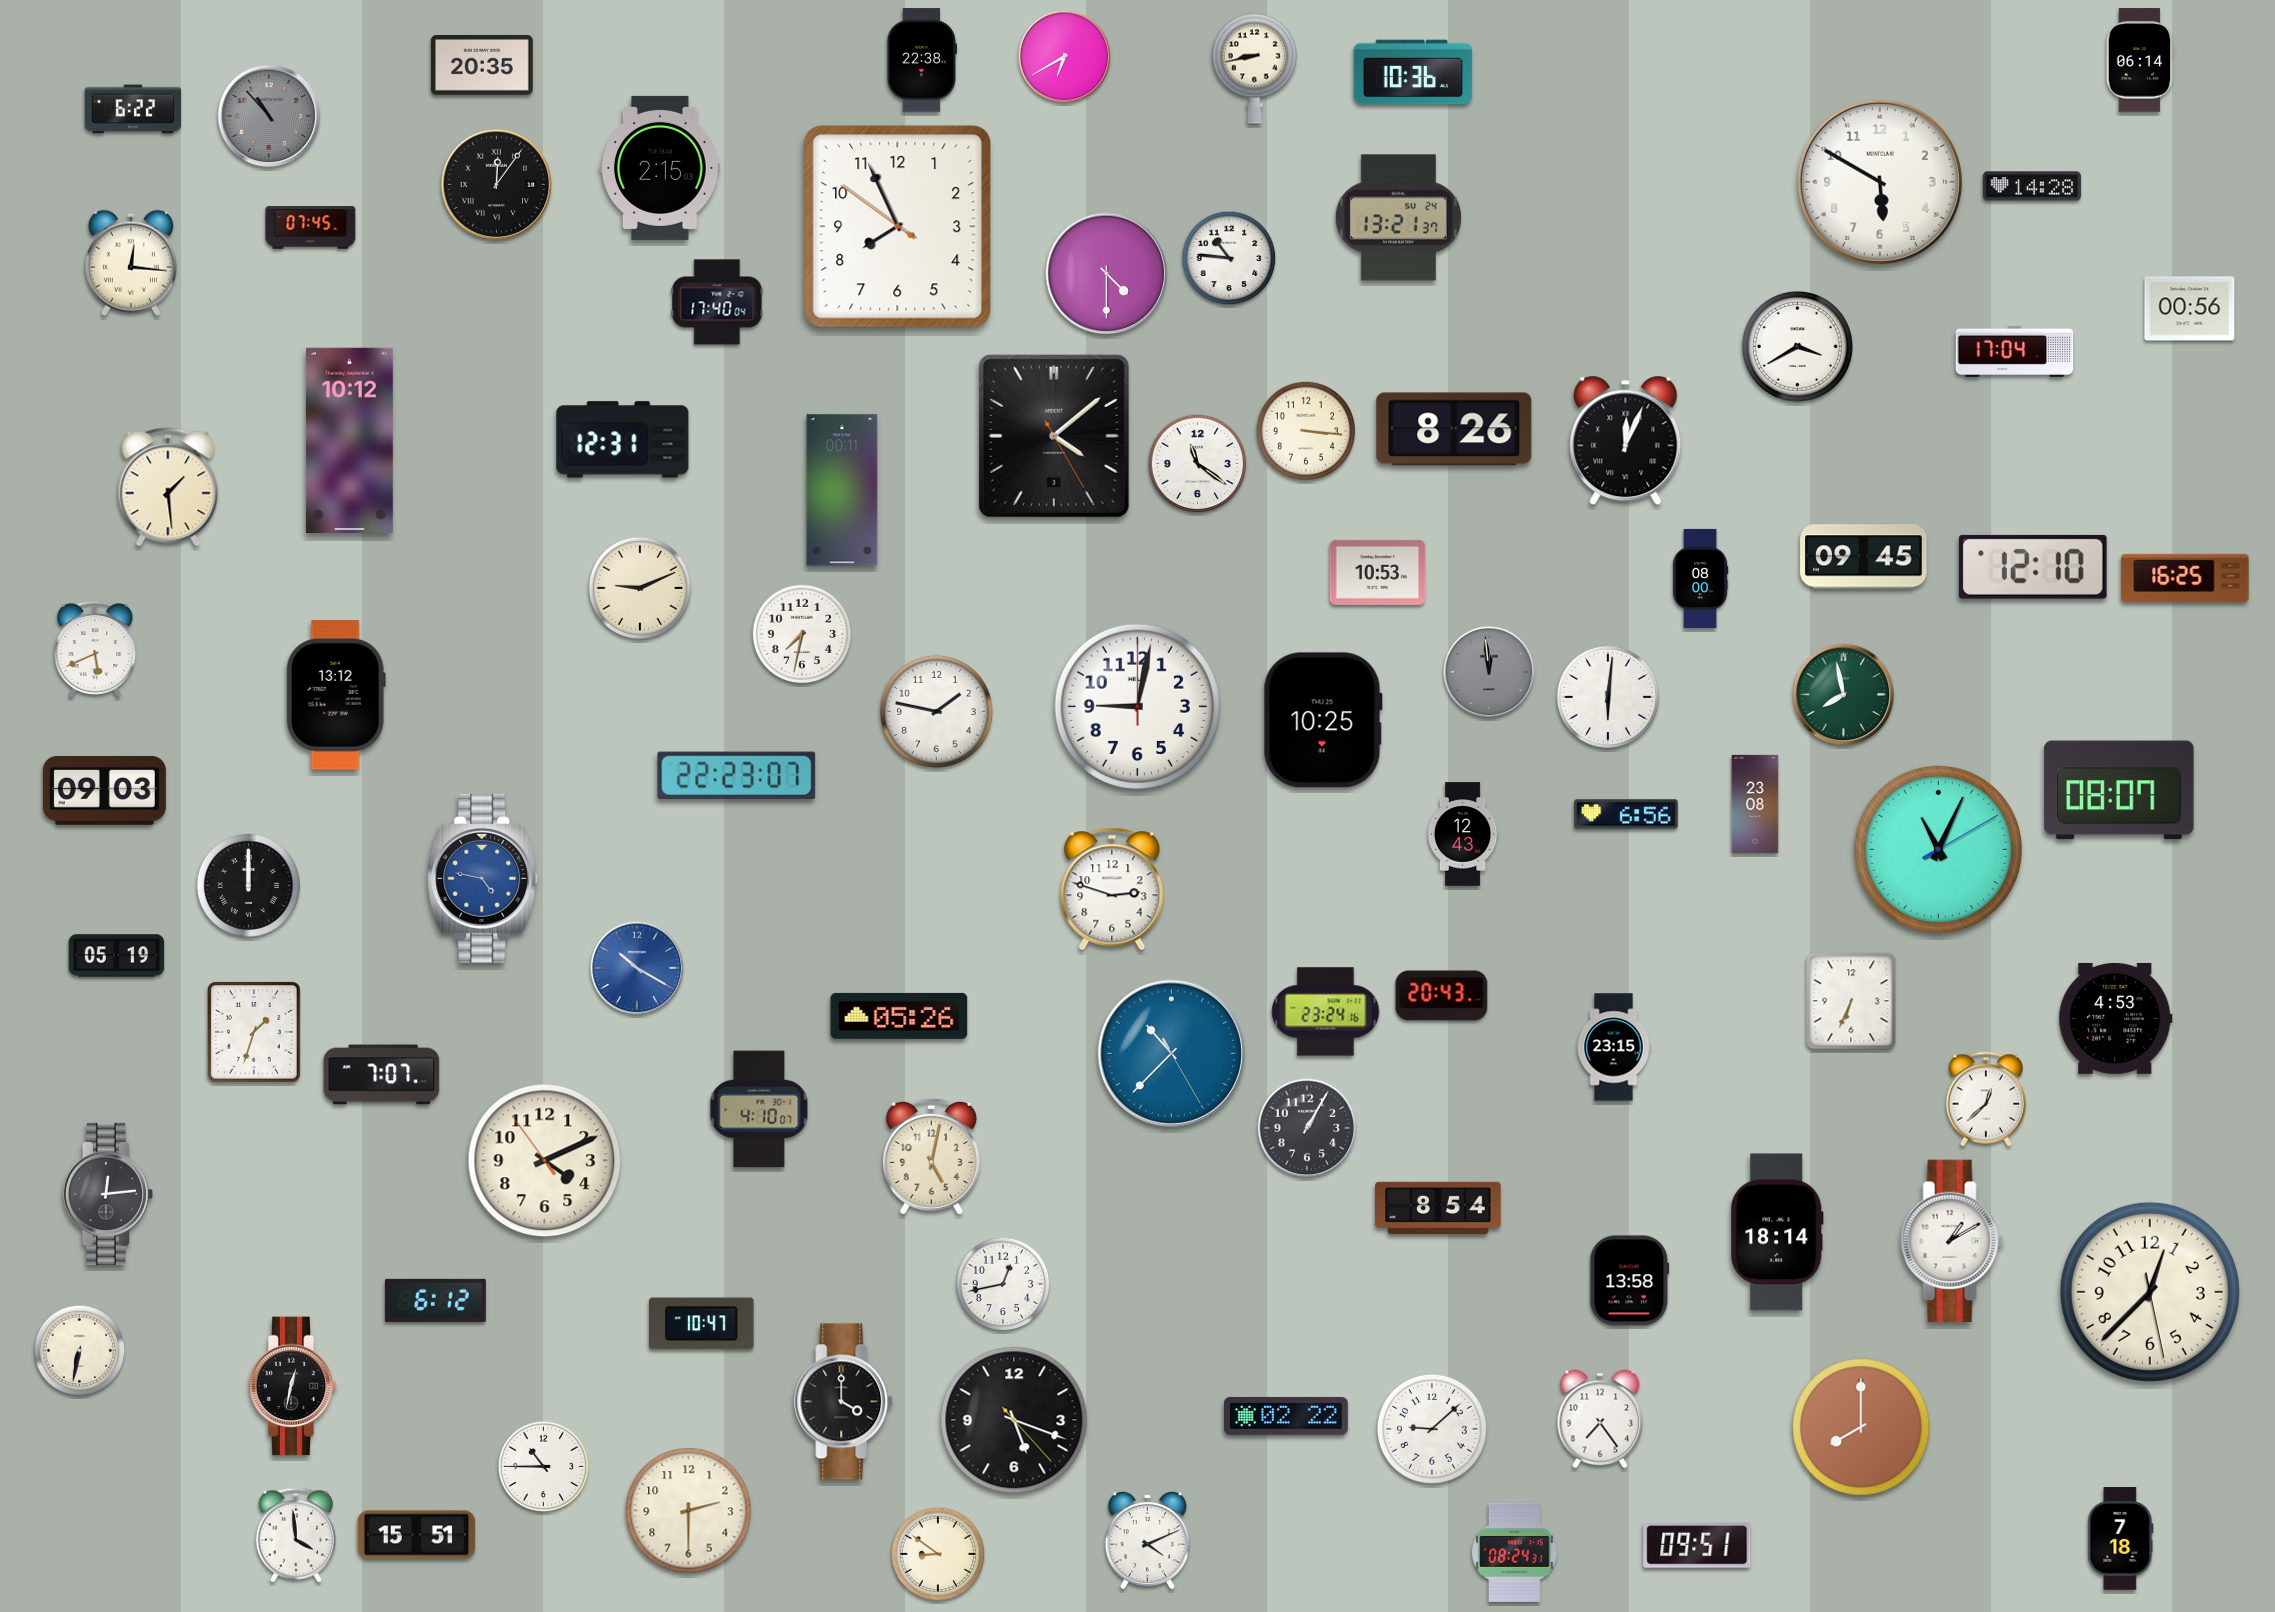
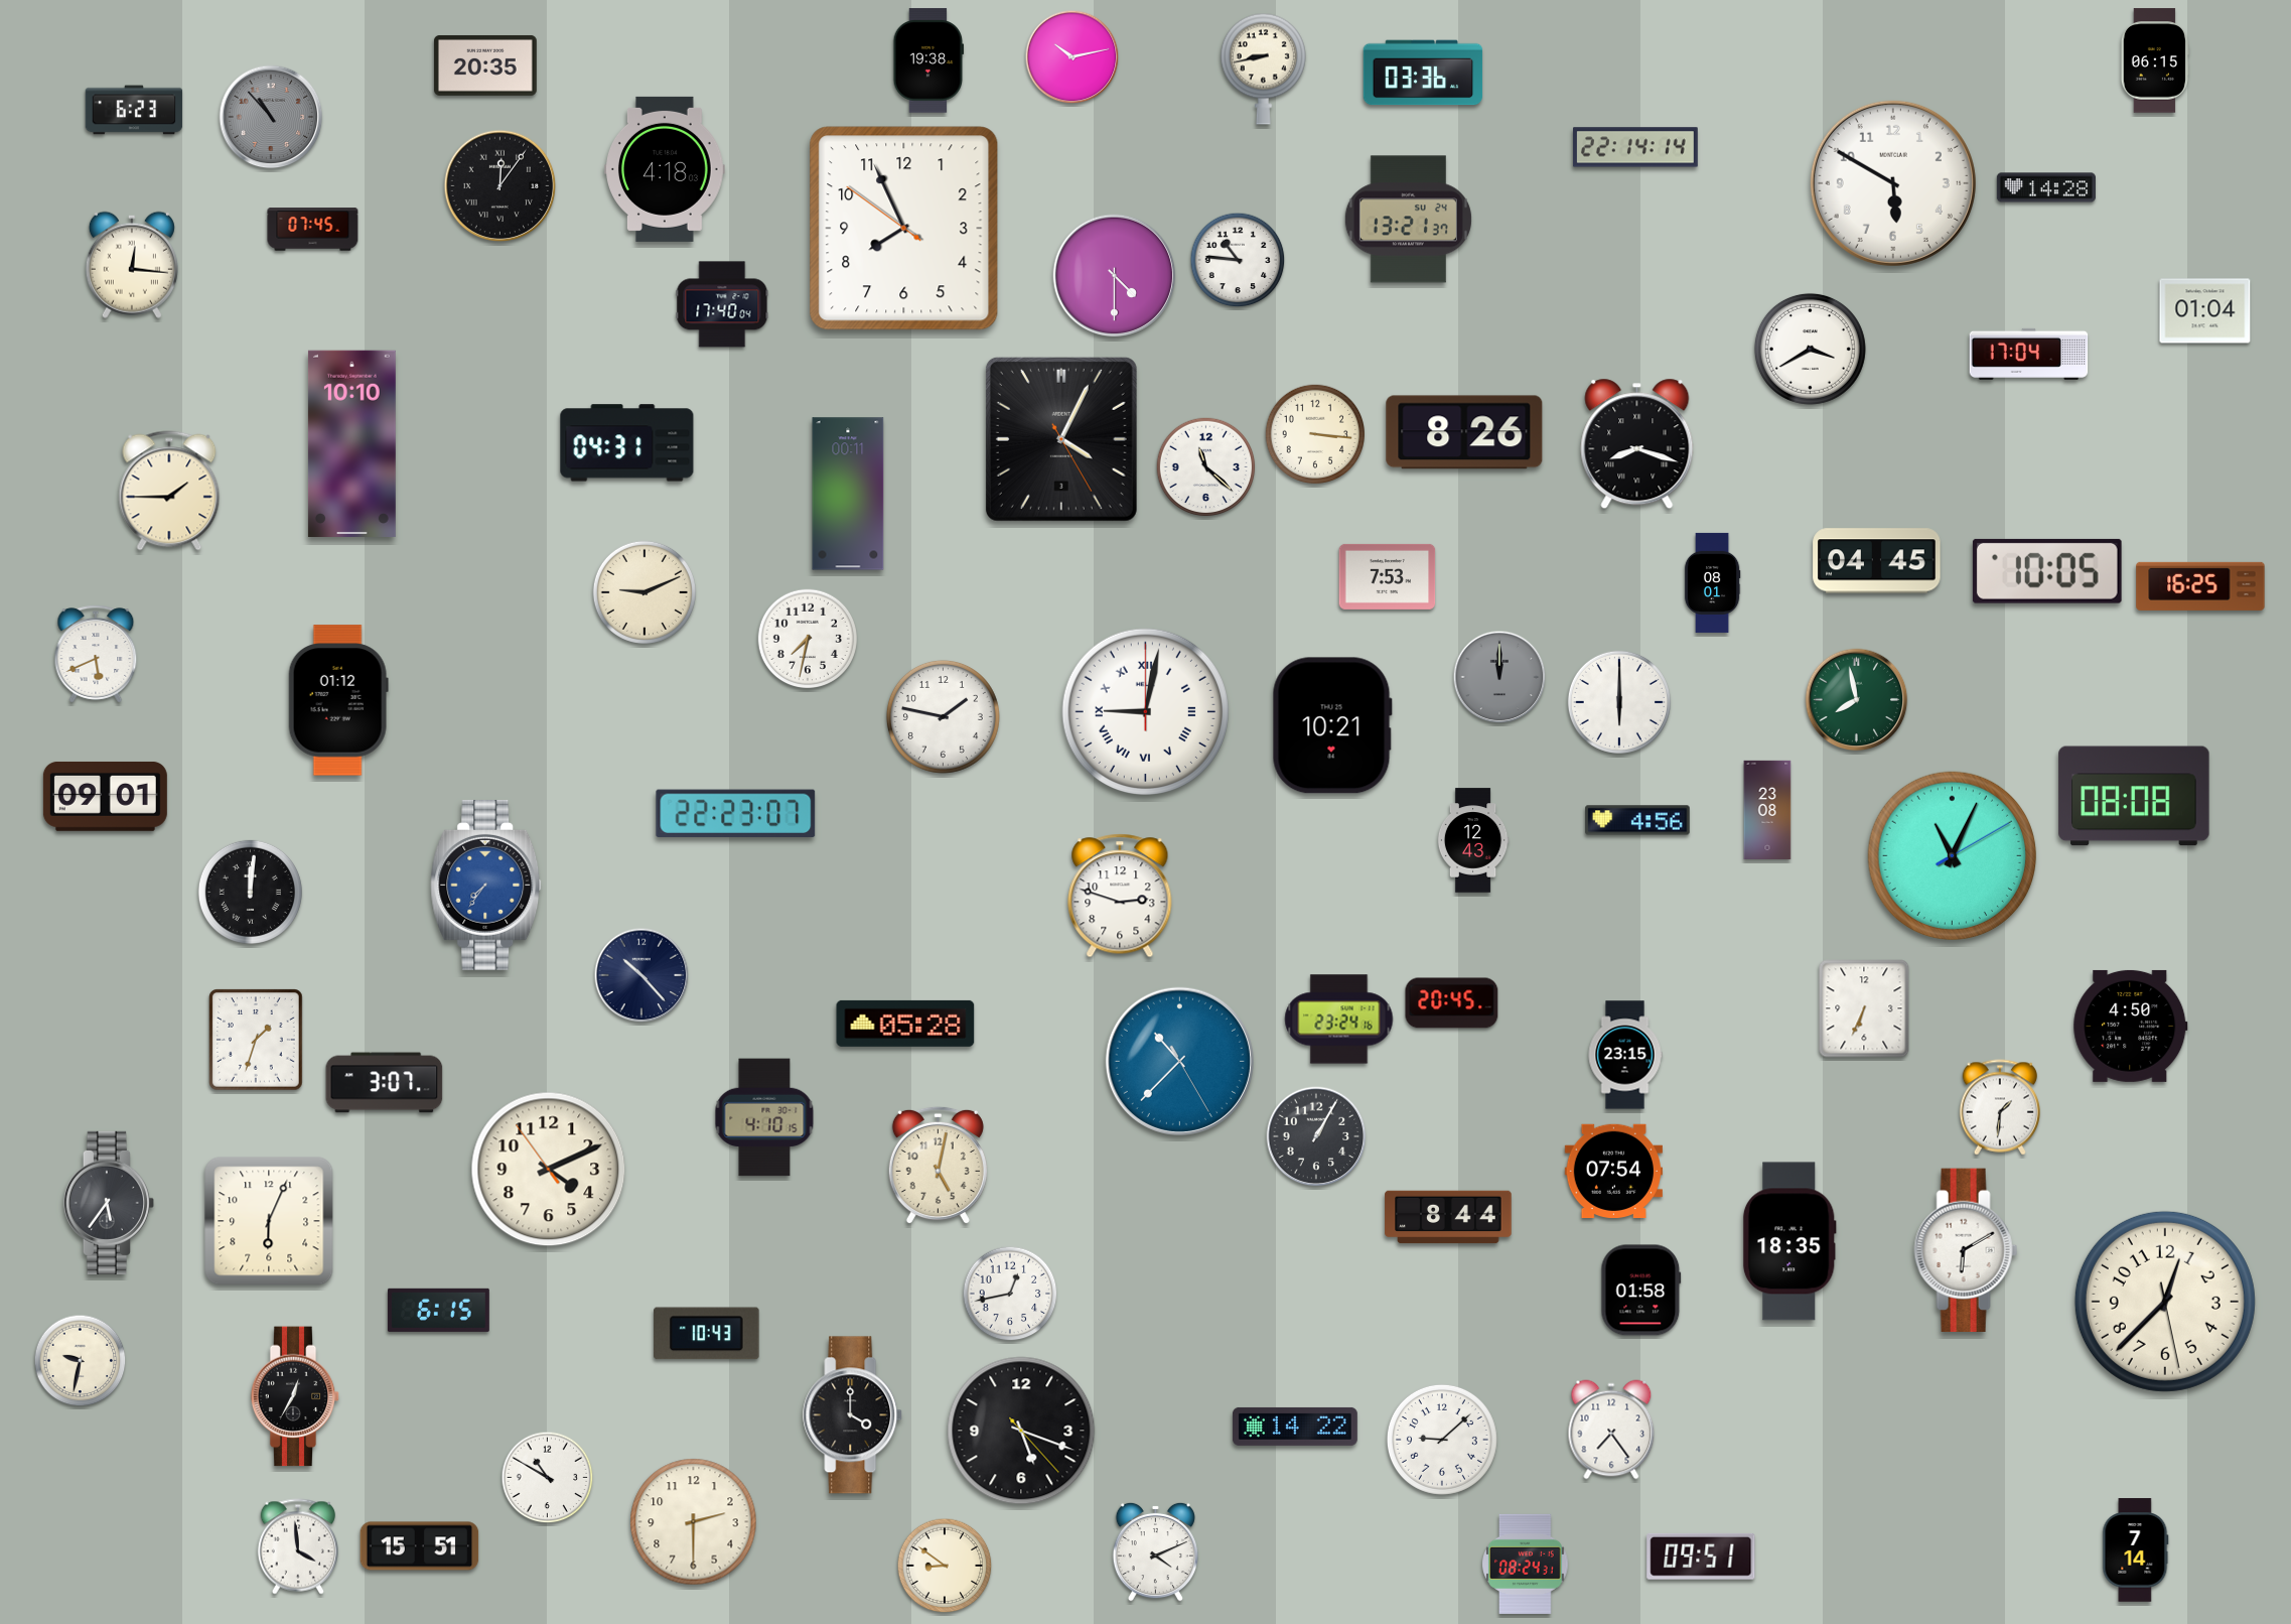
clock at (1065, 57): 6:40 -> 10:13
clock at (922, 60): 22:38 -> 19:38
clock at (2140, 60): 06:14 -> 06:15
clock at (1413, 72): 10:36 -> 03:36
clock at (133, 109): 6:22 -> 6:23
clock at (1635, 147): none -> 22:14
clock at (661, 168): 2:15 -> 4:18
clock at (2190, 309): 00:56 -> 01:04
clock at (1054, 436): 4:08 -> 4:04
clock at (349, 440): 10:12 -> 10:10
clock at (623, 440): 12:31 -> 04:31
clock at (1626, 441): 12:04 -> 8:18
clock at (1198, 464): 11:21 -> 11:22
clock at (168, 487): 1:29 -> 1:45
clock at (1864, 557): 09:45 -> 04:45
clock at (2033, 567): 12:10 -> 10:05
clock at (1378, 572): 10:53 -> 7:53
clock at (1700, 578): 08:00 -> 08:01
clock at (2185, 578) position: (2185, 578) -> (2200, 586)
clock at (1489, 672): 11:59 -> 12:00
clock at (336, 695): 13:12 -> 01:12
clock at (1608, 697): 6:01 -> 6:00
clock at (1137, 706) numerals: Arabic -> Roman
clock at (1323, 720): 10:25 -> 10:21
clock at (737, 775) position: (737, 775) -> (736, 813)
clock at (104, 790): 09:03 -> 09:01
clock at (2119, 790): 08:07 -> 08:08
clock at (1626, 814): 6:56 -> 4:56
clock at (483, 878): 4:47 -> 7:36
clock at (248, 885): 12:00 -> 12:01
clock at (117, 956): 05:19 -> none
clock at (637, 968): 10:20 -> 10:23
clock at (637, 968) dial: blue -> navy
clock at (1442, 996): 20:43 -> 20:45
clock at (1326, 1012) position: (1326, 1012) -> (1339, 1020)
clock at (899, 1016): 05:26 -> 05:28
clock at (2116, 1018): 4:53 -> 4:50
clock at (382, 1075): 7:07 -> 3:07
clock at (1985, 1099): 12:38 -> 1:31
clock at (759, 1109): 4:10:07 -> 4:10:15
clock at (1613, 1171): none -> 07:54
clock at (108, 1194): 12:14 -> 5:36
clock at (1438, 1208): 8:54 -> 8:44
clock at (269, 1221): none -> 6:04
clock at (1777, 1232): 18:14 -> 18:35
clock at (1952, 1240): 1:10 -> 6:10
clock at (1630, 1281): 13:58 -> 01:58
clock at (435, 1300): 6:12 -> 6:15
clock at (702, 1324): 10:47 -> 10:43
clock at (80, 1351): 6:32 -> 9:32
clock at (293, 1386): 12:32 -> 12:35
clock at (844, 1402) position: (844, 1402) -> (853, 1415)
clock at (1286, 1416): 02:22 -> 14:22
clock at (1861, 1427): 8:00 -> none
clock at (544, 1467): 10:45 -> 10:50
clock at (2121, 1539): 7:18 -> 7:14
clock at (1697, 1545) position: (1697, 1545) -> (1701, 1557)
